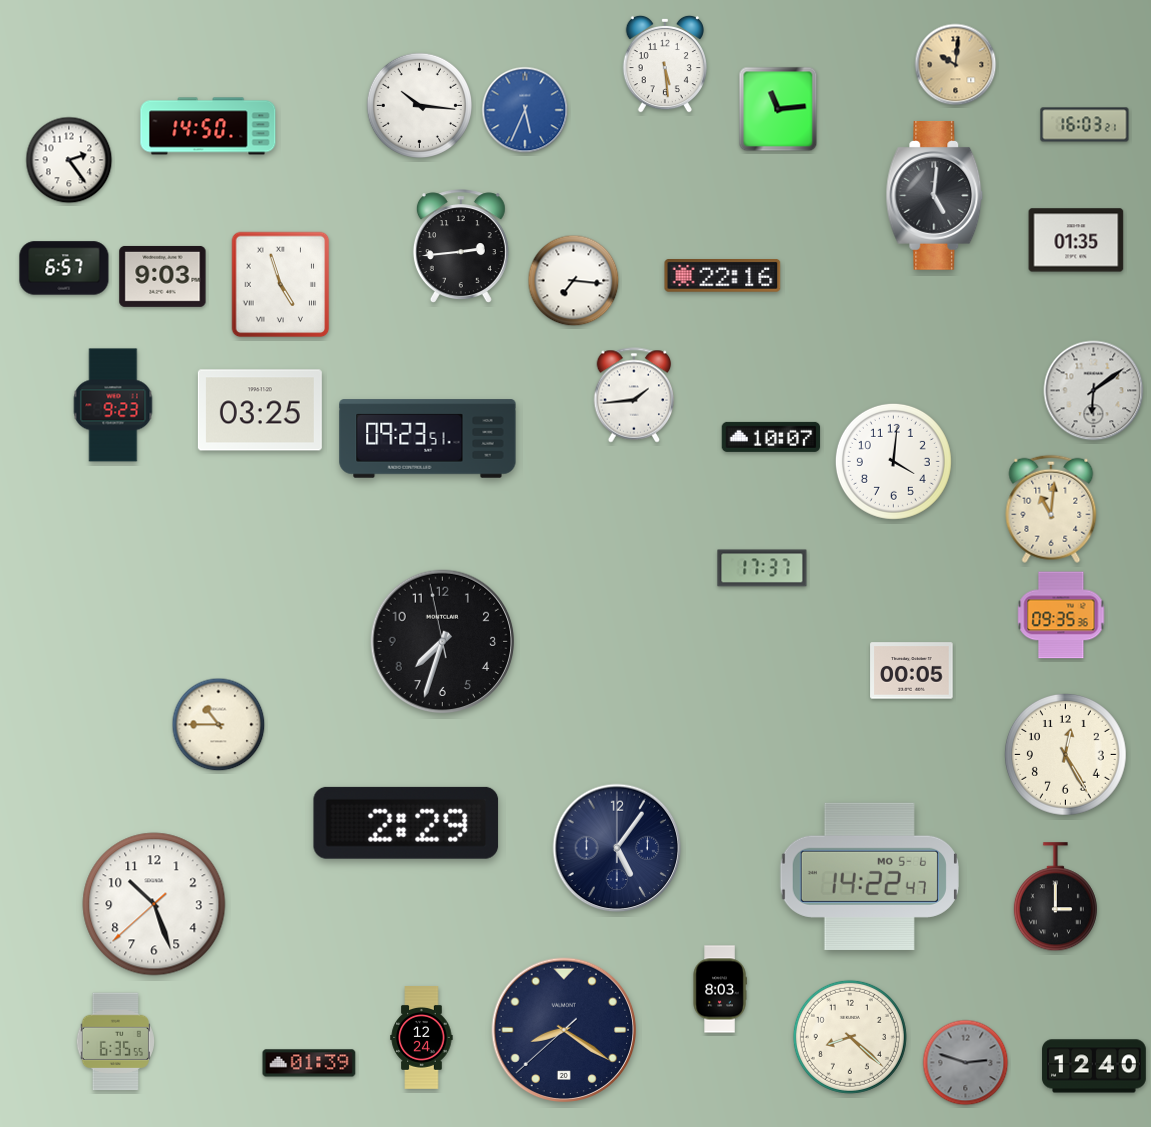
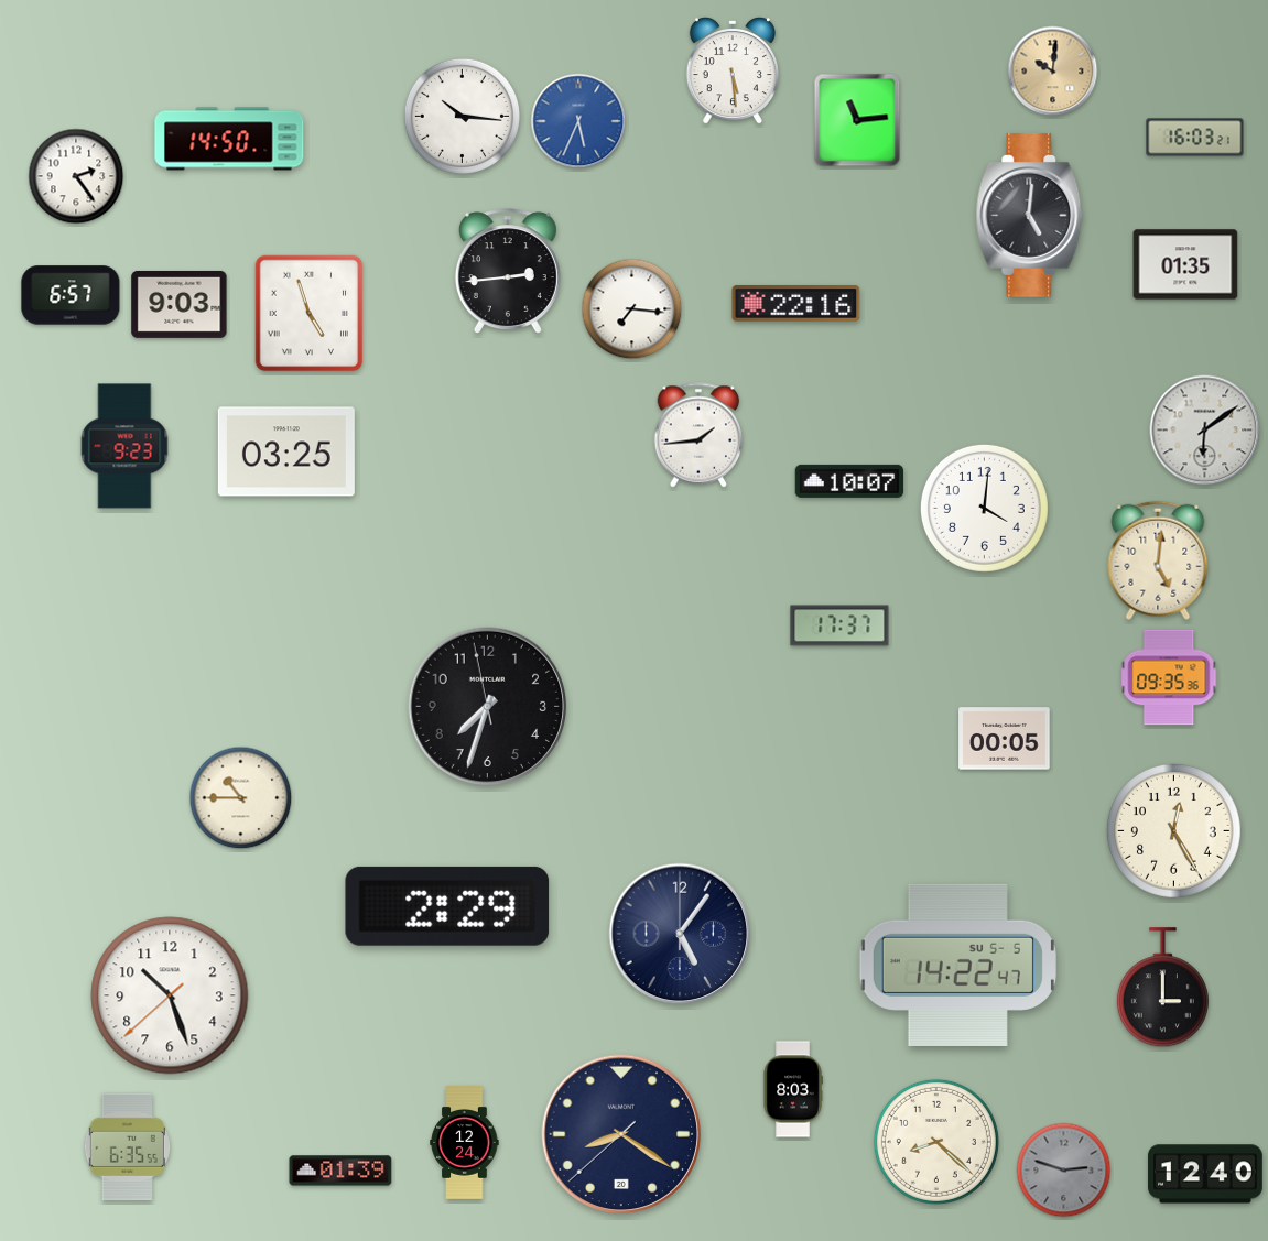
clock at (428, 439): 09:23 -> none
clock at (1051, 509): 11:01 -> 5:01
clock at (869, 876) date: MO 5-6 -> SU 5-5
